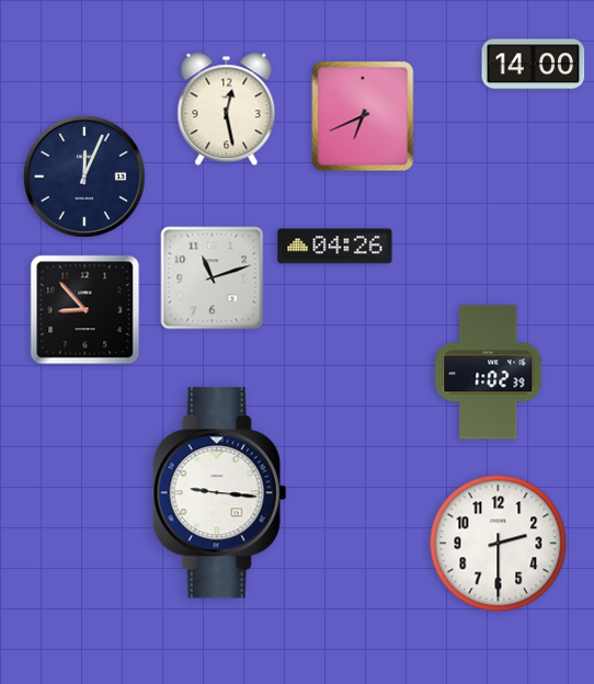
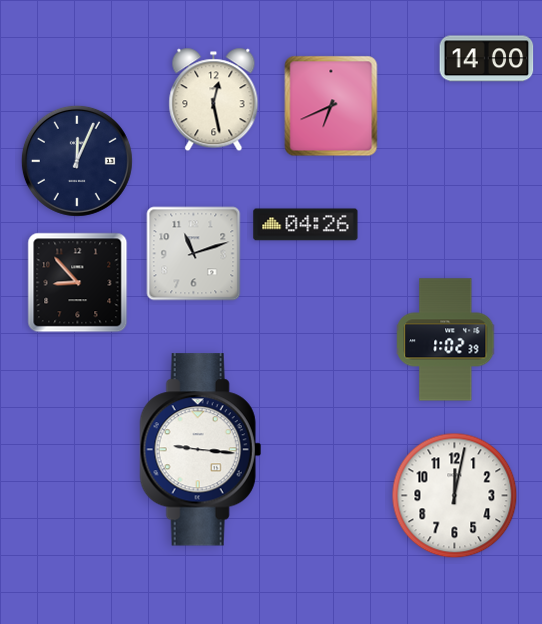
clock at (227, 110) position: (227, 110) -> (214, 100)
clock at (499, 544): 2:30 -> 12:02
